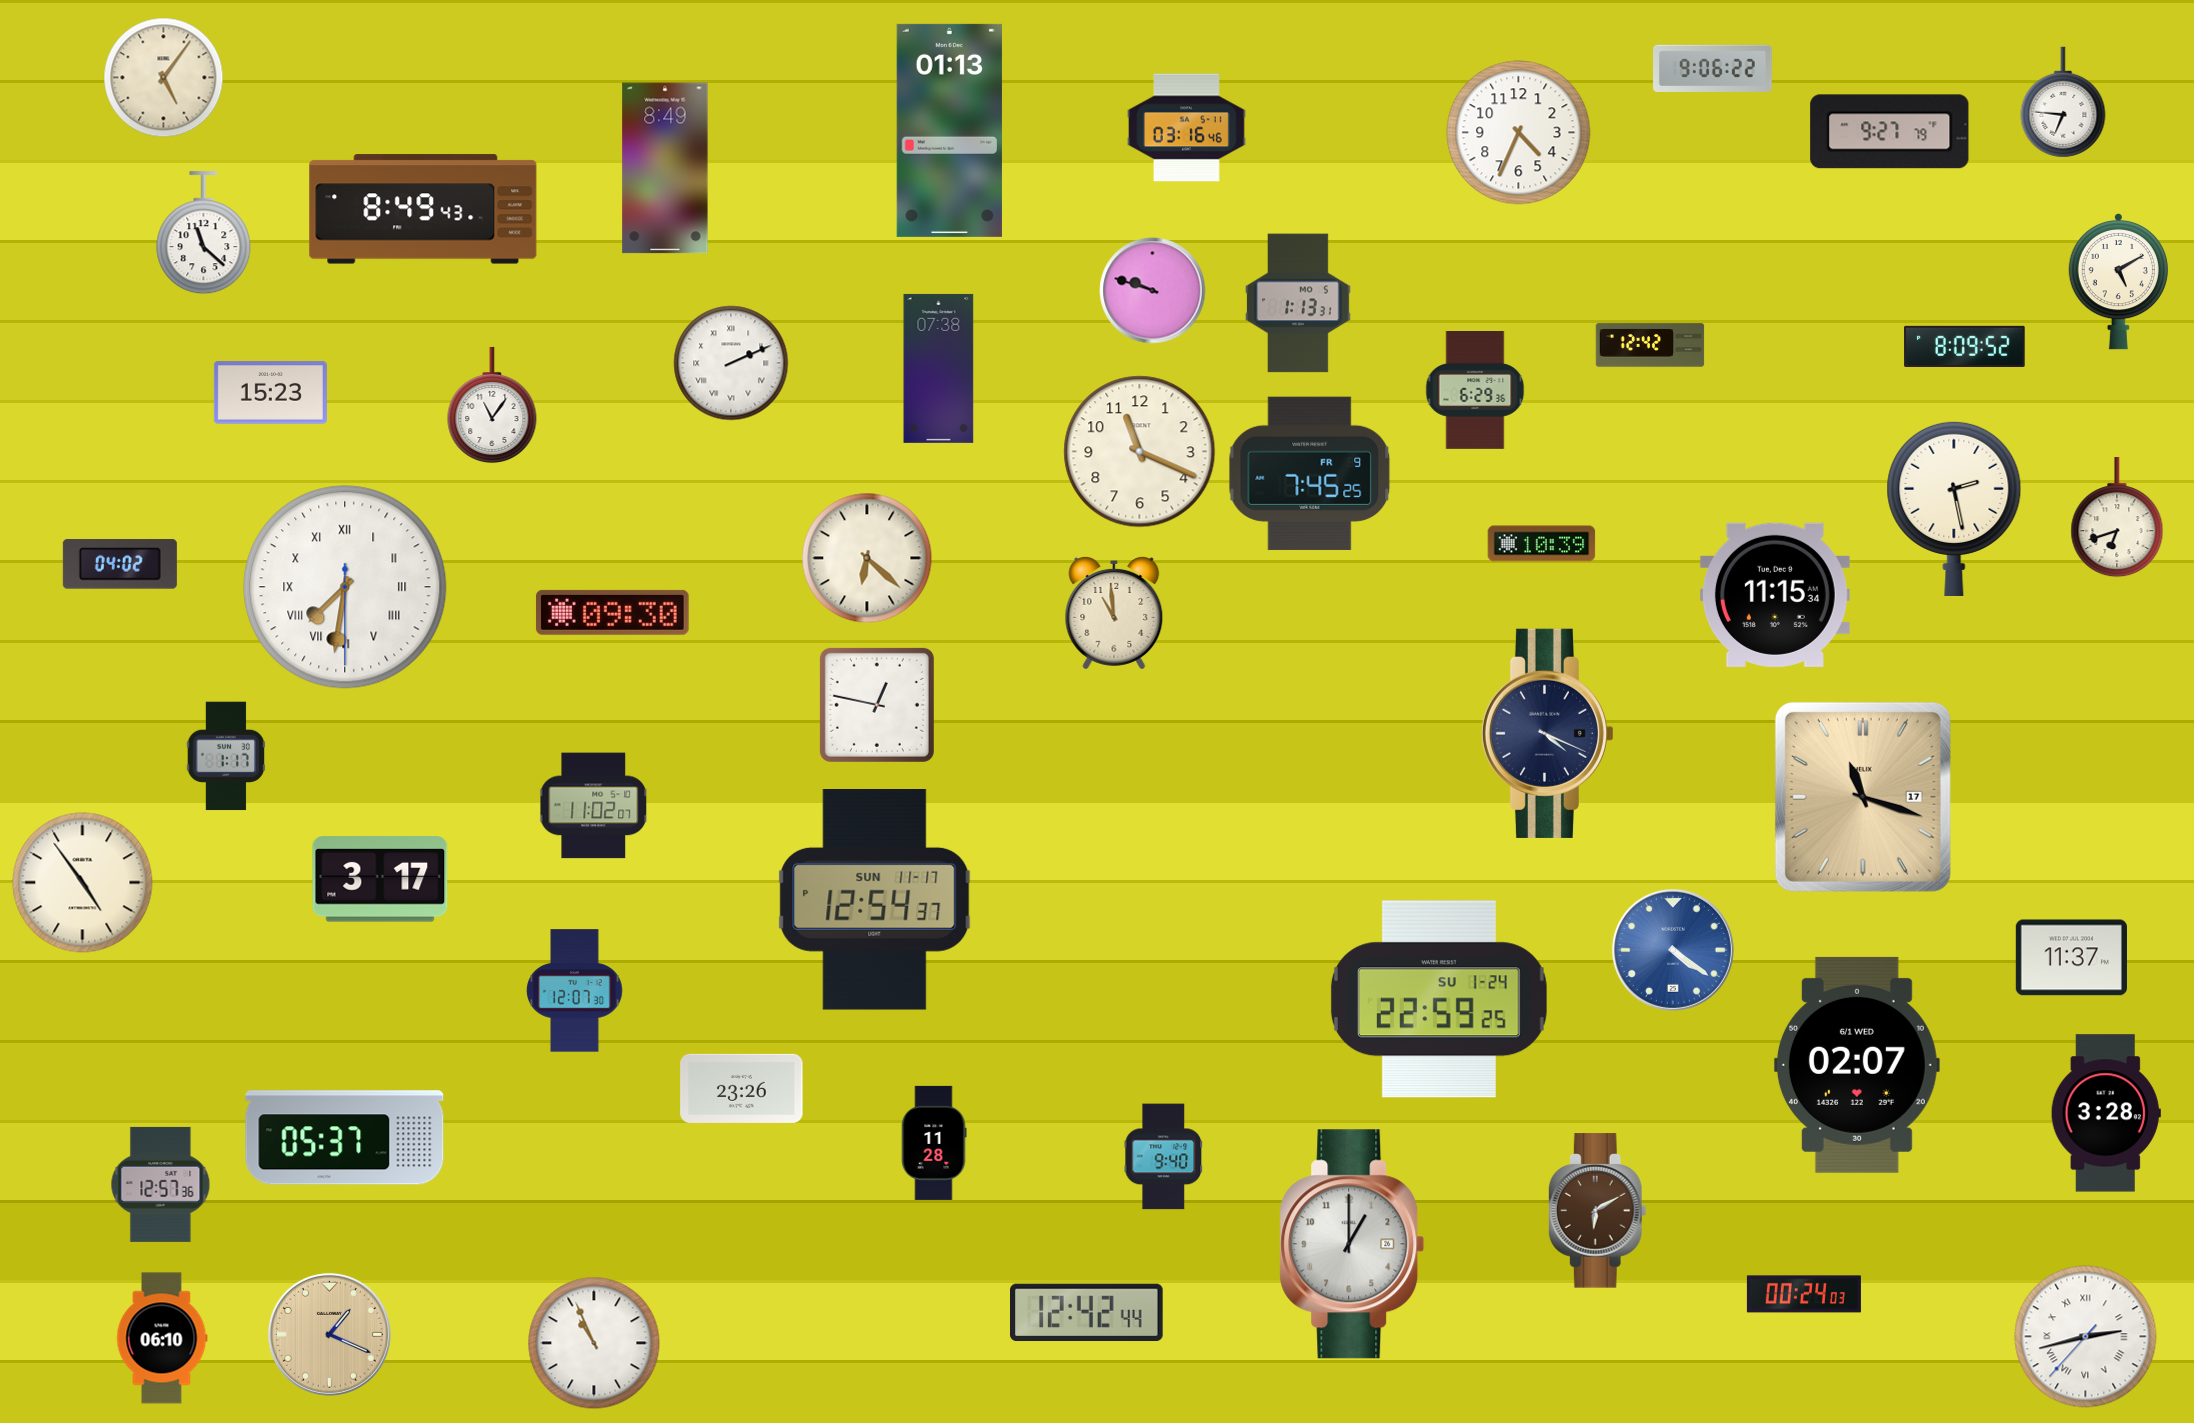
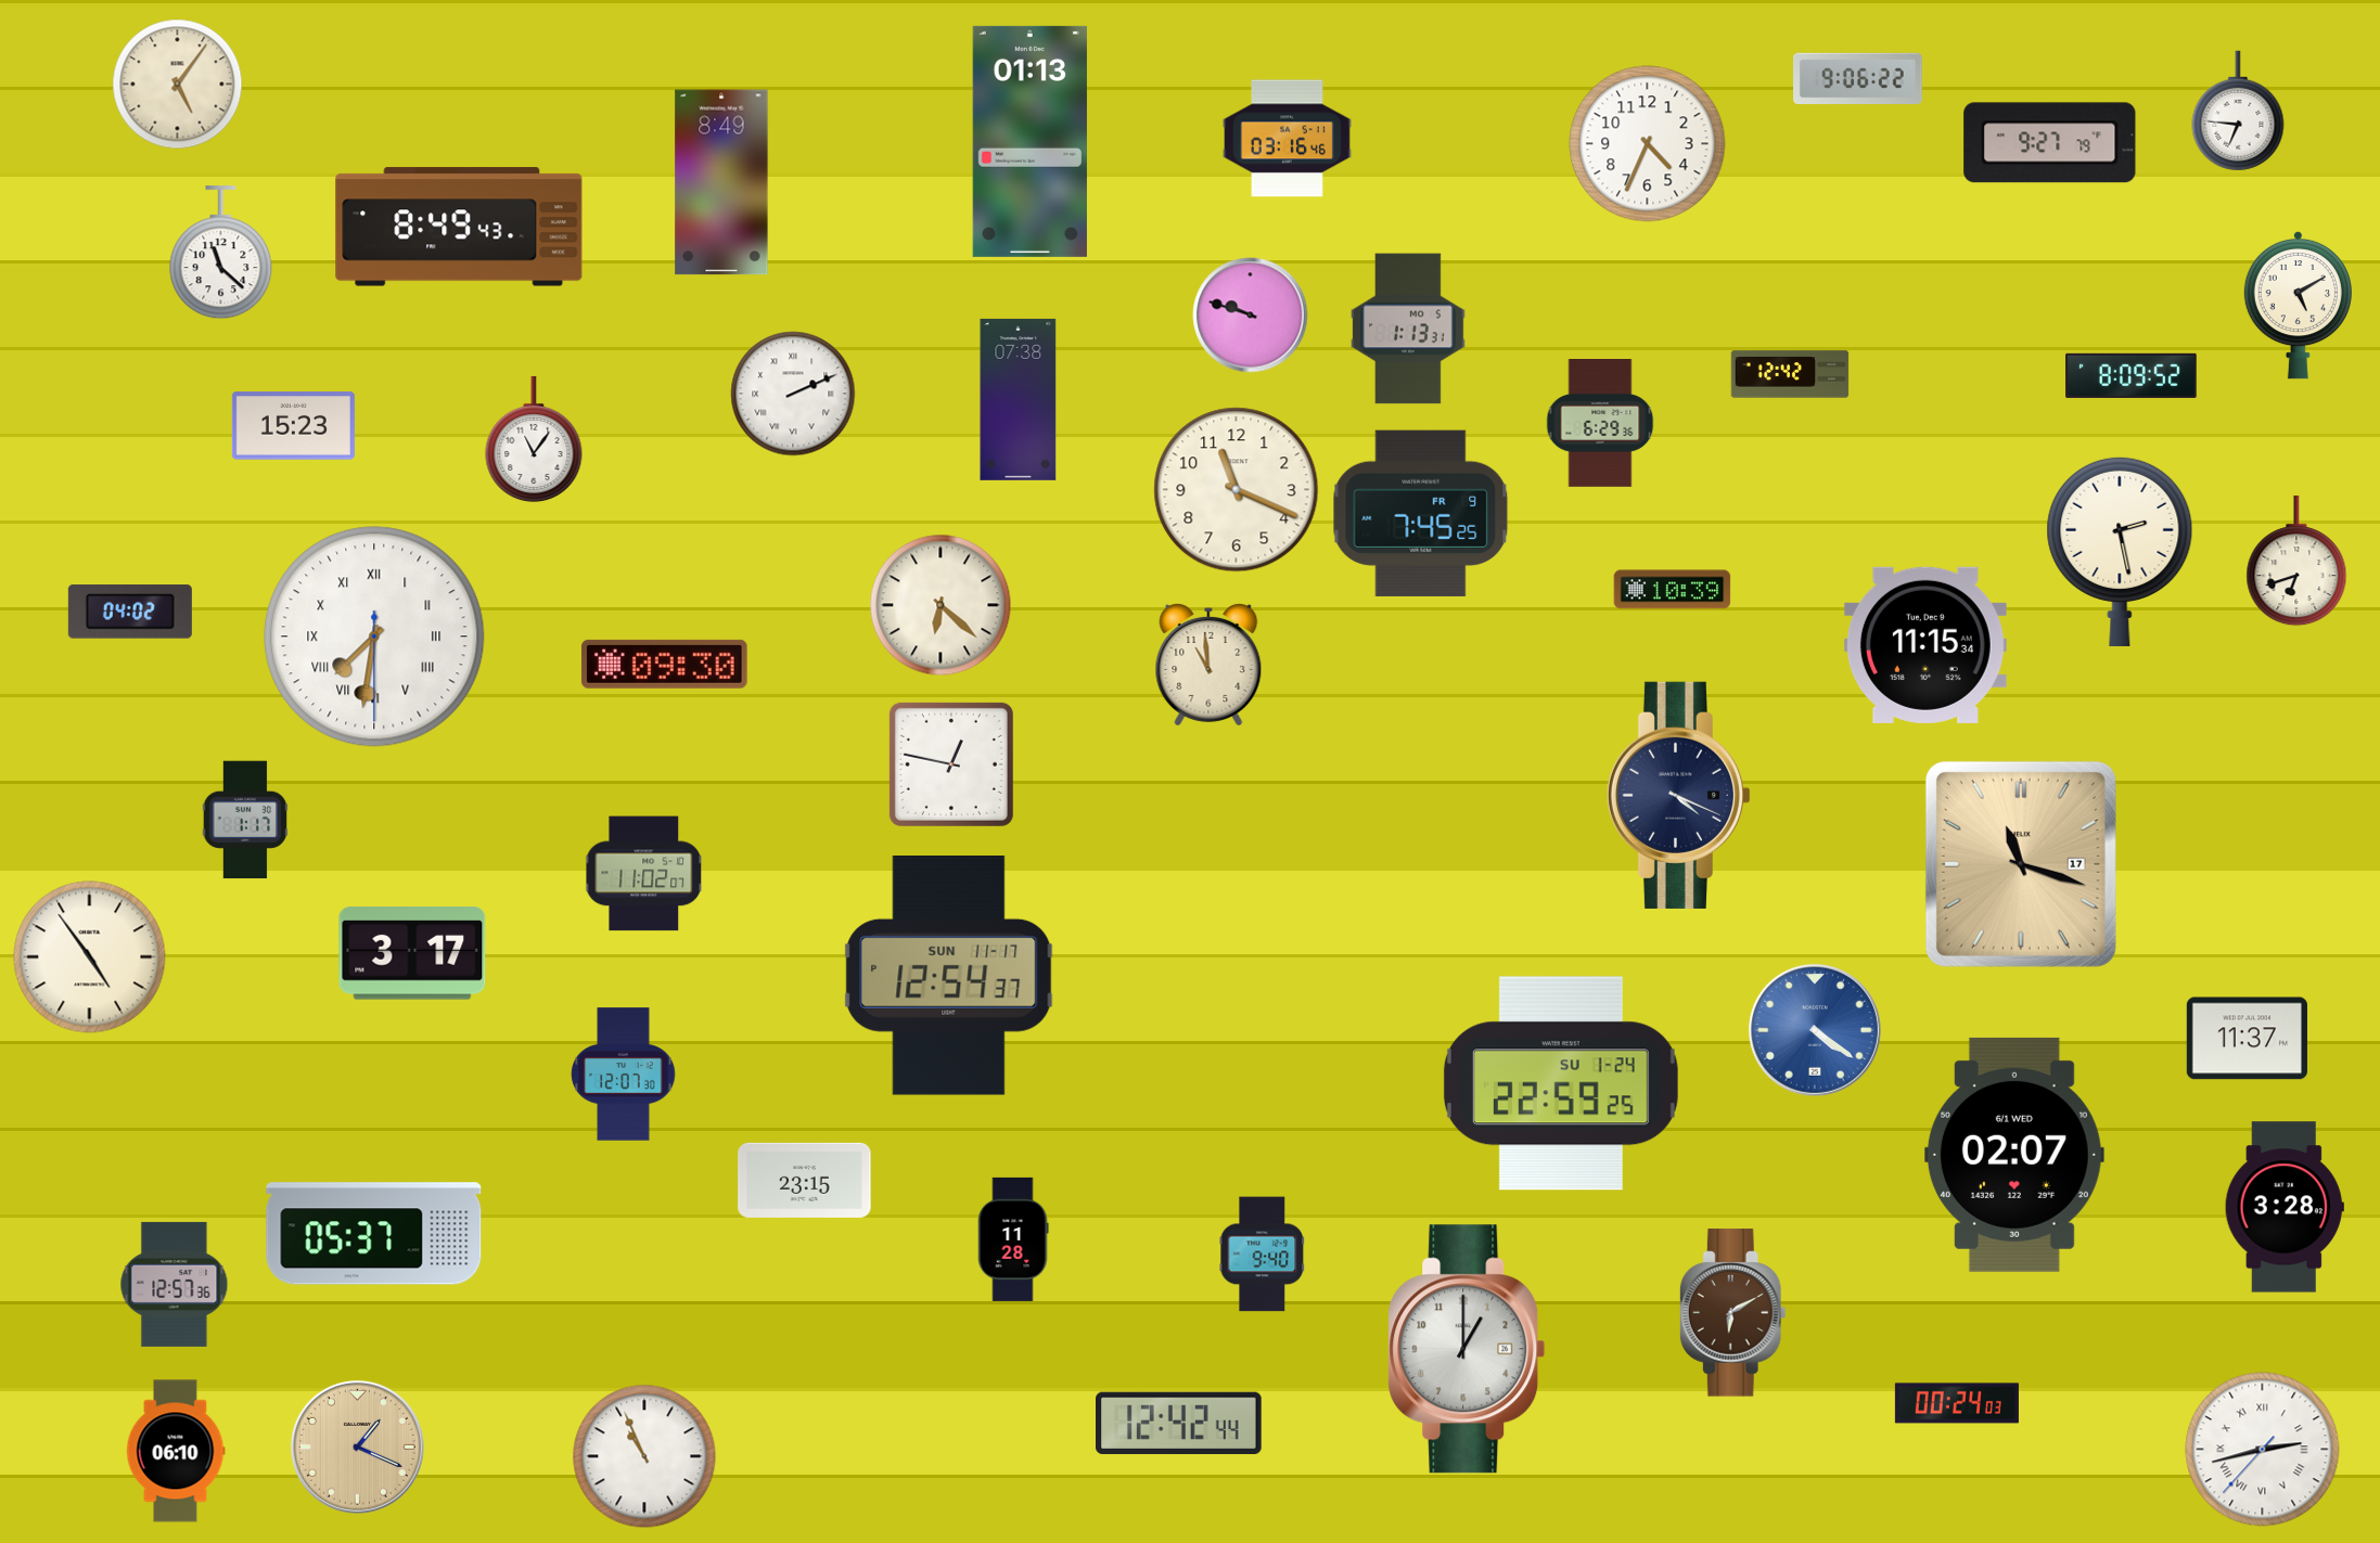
clock at (1713, 68) position: (1713, 68) -> (1858, 78)
clock at (742, 1088): 23:26 -> 23:15
